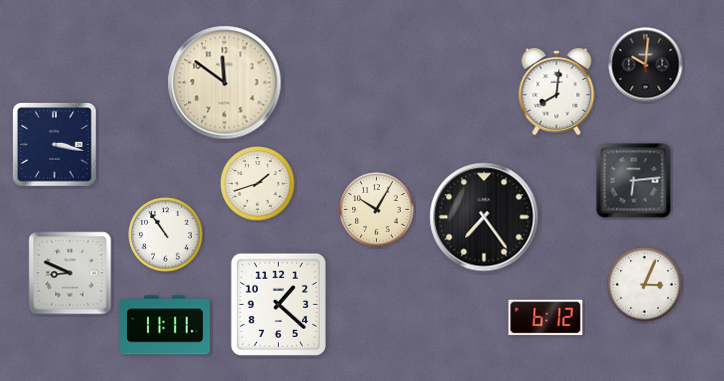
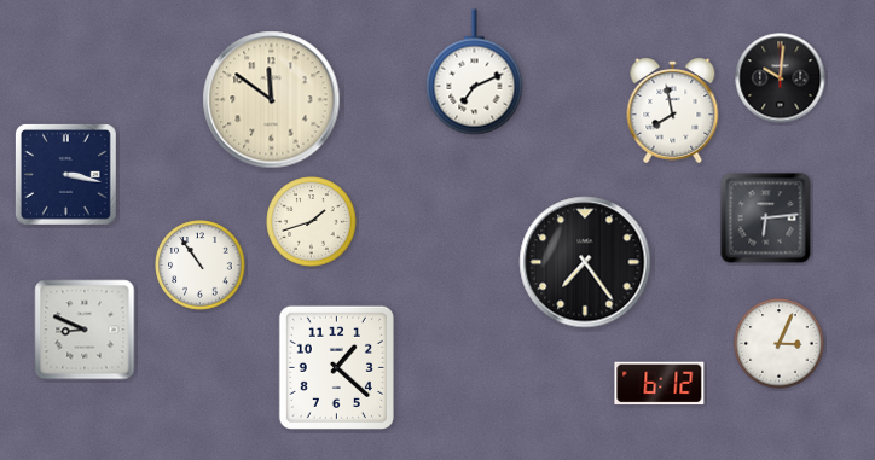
clock at (475, 72): none -> 7:11
clock at (557, 92): 8:01 -> 7:58
clock at (377, 210): 10:05 -> none
clock at (166, 235) position: (166, 235) -> (201, 266)
clock at (165, 325): 11:11 -> none
